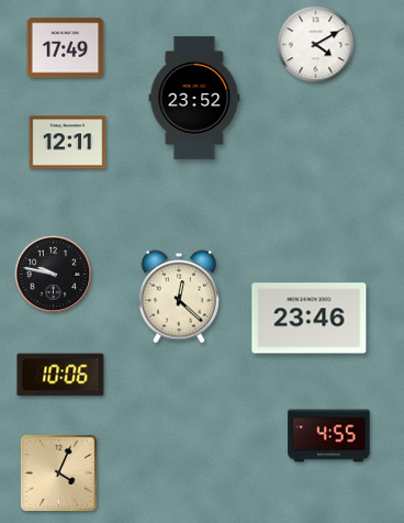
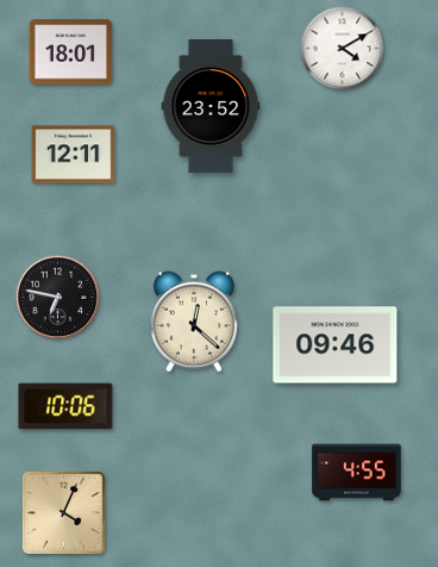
clock at (66, 48): 17:49 -> 18:01
clock at (54, 275): 9:47 -> 6:47
clock at (310, 319): 23:46 -> 09:46
